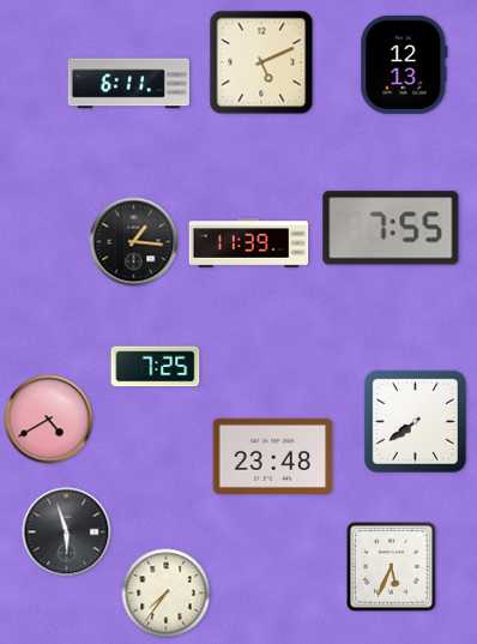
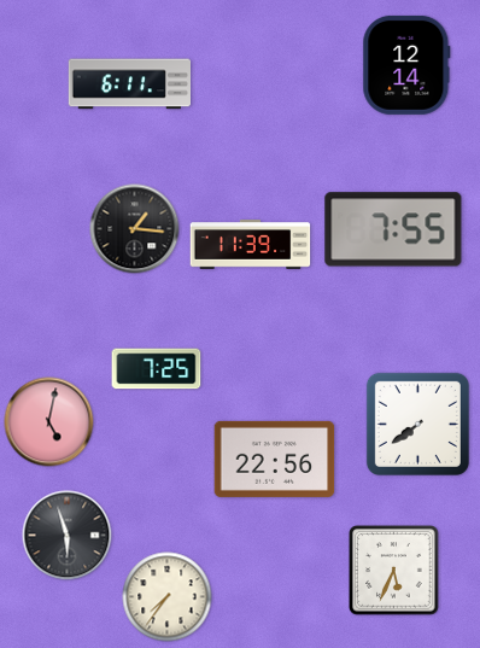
clock at (261, 62): 5:11 -> none
clock at (404, 65): 12:13 -> 12:14
clock at (134, 242) position: (134, 242) -> (135, 229)
clock at (49, 420): 4:40 -> 5:02
clock at (273, 456): 23:48 -> 22:56
